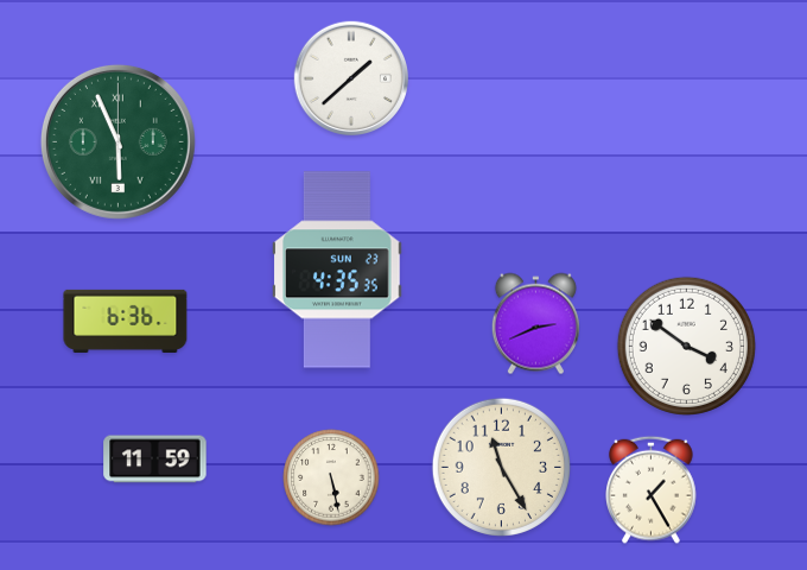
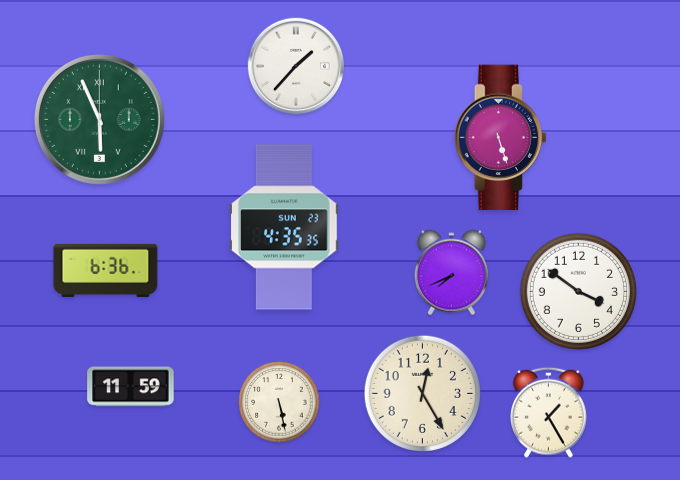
clock at (350, 77): 1:38 -> 1:37
clock at (500, 138): none -> 5:27
clock at (535, 324): 2:41 -> 7:41
clock at (501, 467): 11:25 -> 12:25
